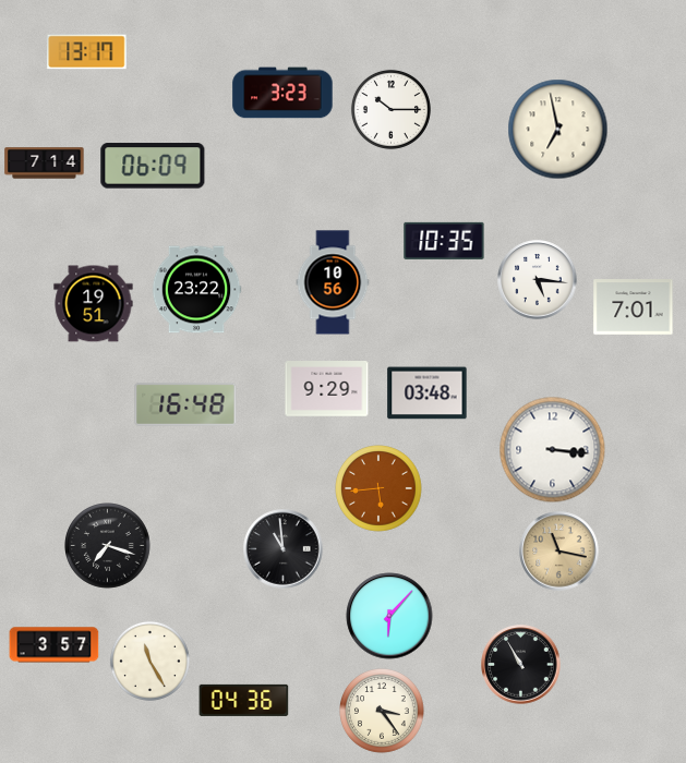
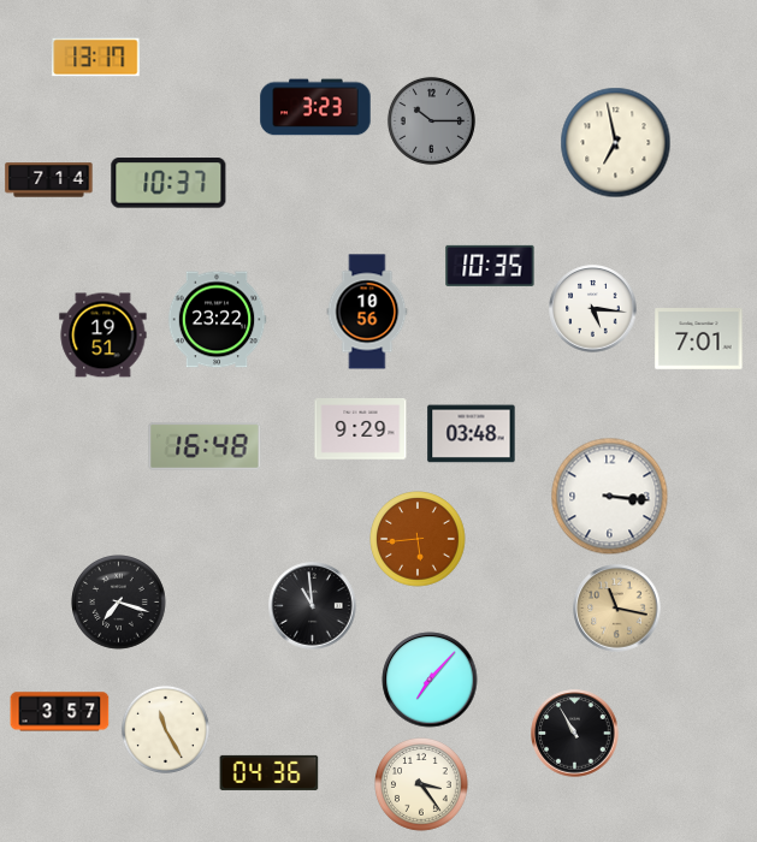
clock at (282, 93) position: (282, 93) -> (315, 107)
clock at (390, 109) dial: white -> grey
clock at (153, 166): 06:09 -> 10:37
clock at (389, 616): 6:07 -> 7:07
